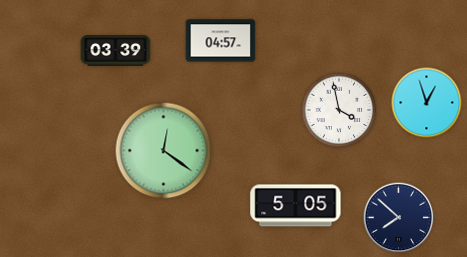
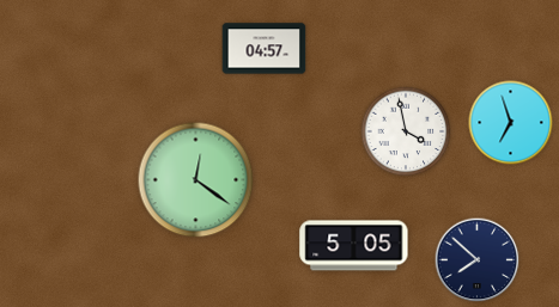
clock at (116, 51): 03:39 -> none
clock at (427, 103): 12:57 -> 6:57
